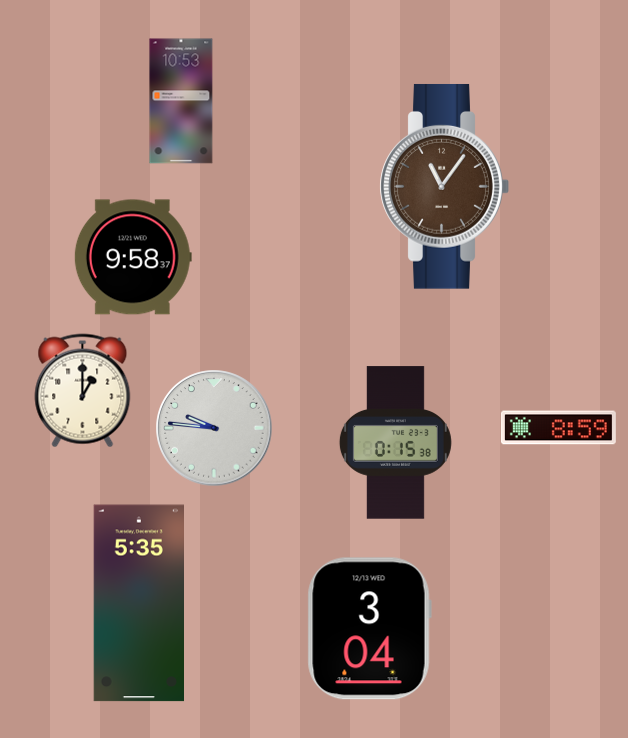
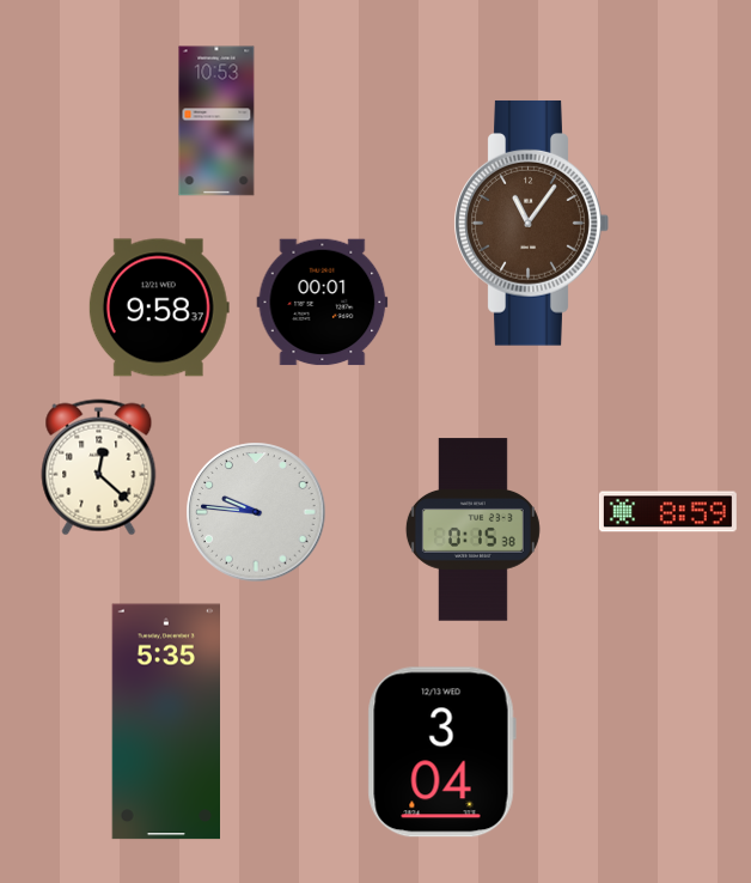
clock at (323, 303): none -> 00:01
clock at (83, 391): 1:00 -> 12:22
